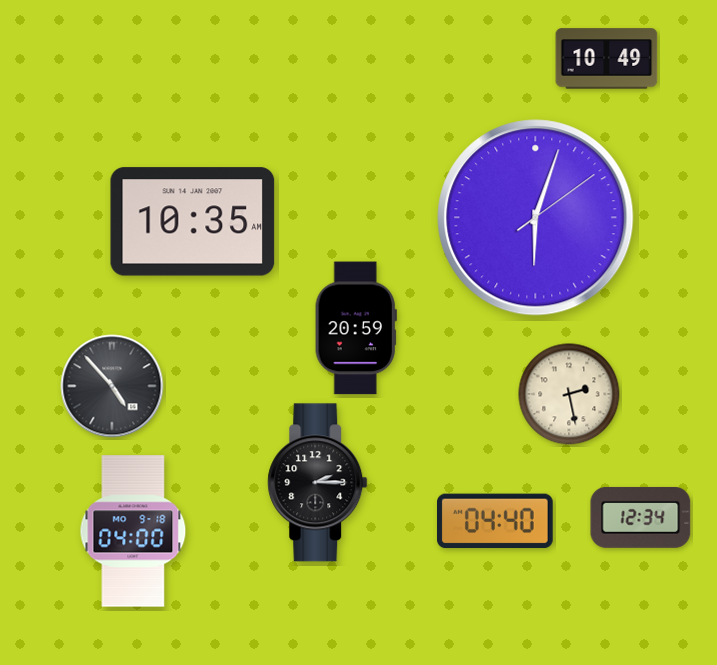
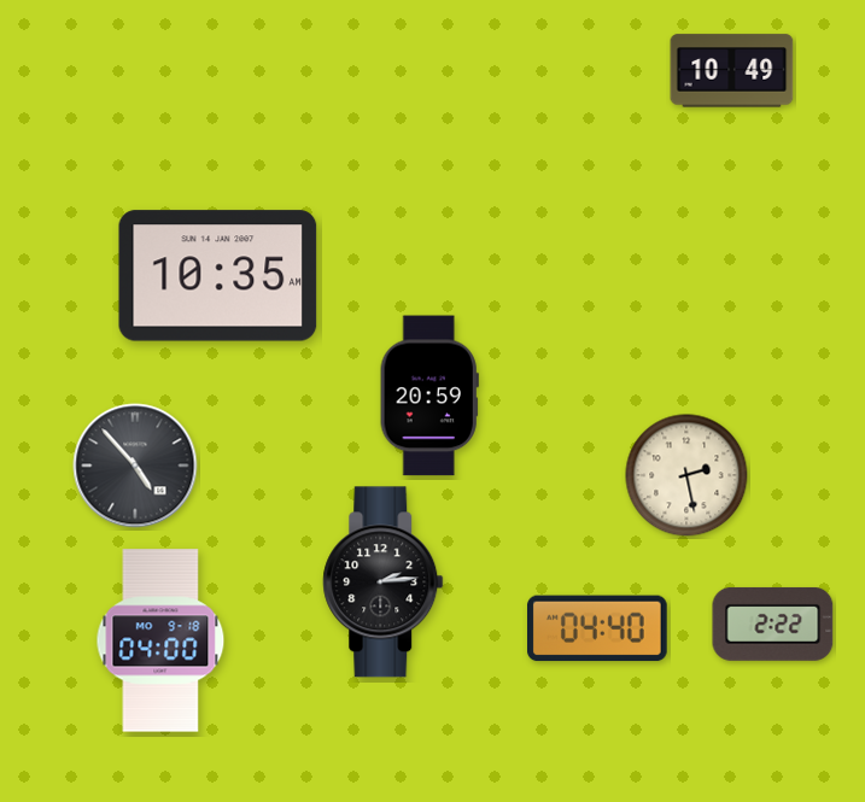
clock at (536, 218): 6:03 -> none
clock at (193, 222) position: (193, 222) -> (218, 276)
clock at (318, 483): 2:15 -> 2:14
clock at (641, 517): 12:34 -> 2:22
